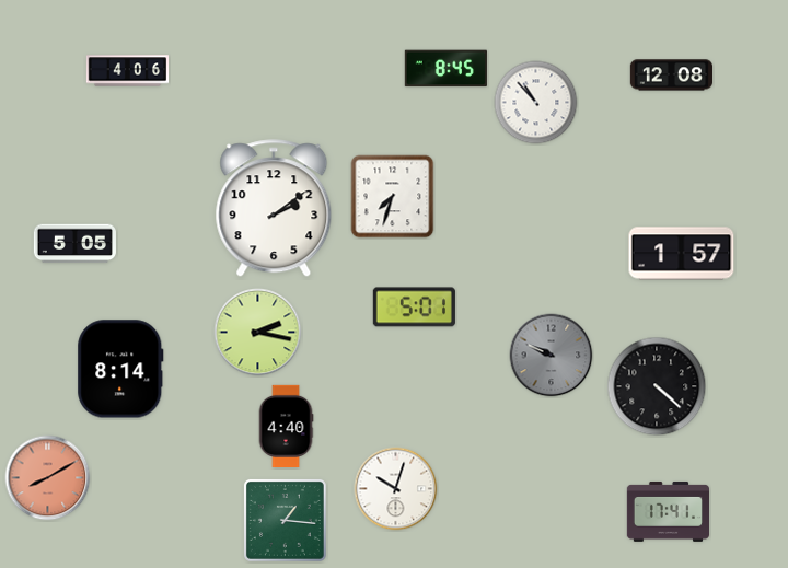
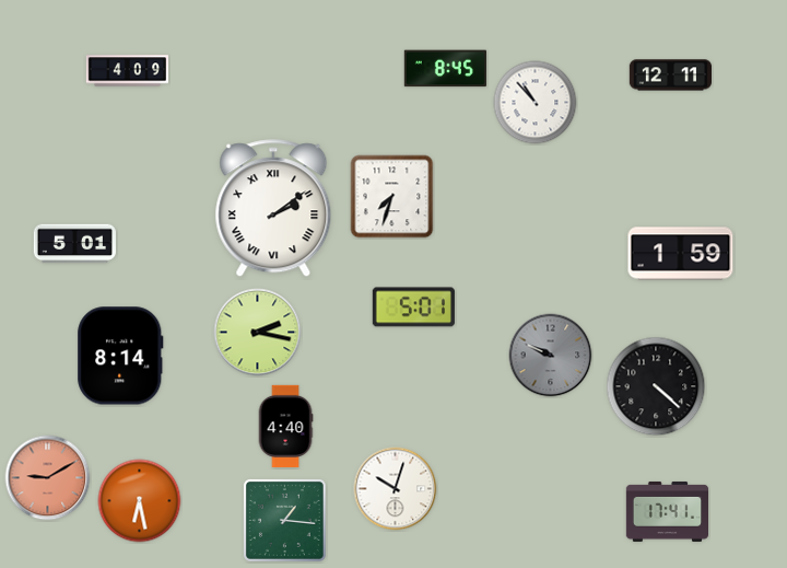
clock at (128, 71): 4:06 -> 4:09
clock at (671, 76): 12:08 -> 12:11
clock at (274, 209) numerals: Arabic -> Roman
clock at (74, 244): 5:05 -> 5:01
clock at (682, 254): 1:57 -> 1:59
clock at (120, 369) position: (120, 369) -> (120, 356)
clock at (48, 478): 8:10 -> 9:10
clock at (140, 501): none -> 6:28
